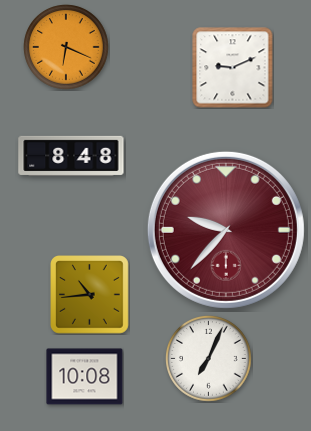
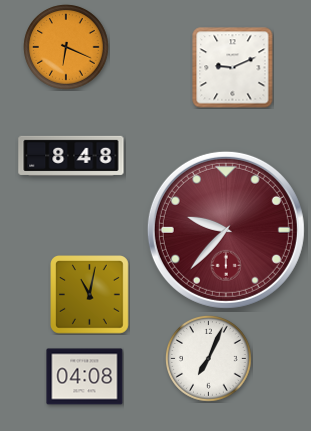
clock at (90, 295): 10:44 -> 11:02
clock at (85, 377): 10:08 -> 04:08
